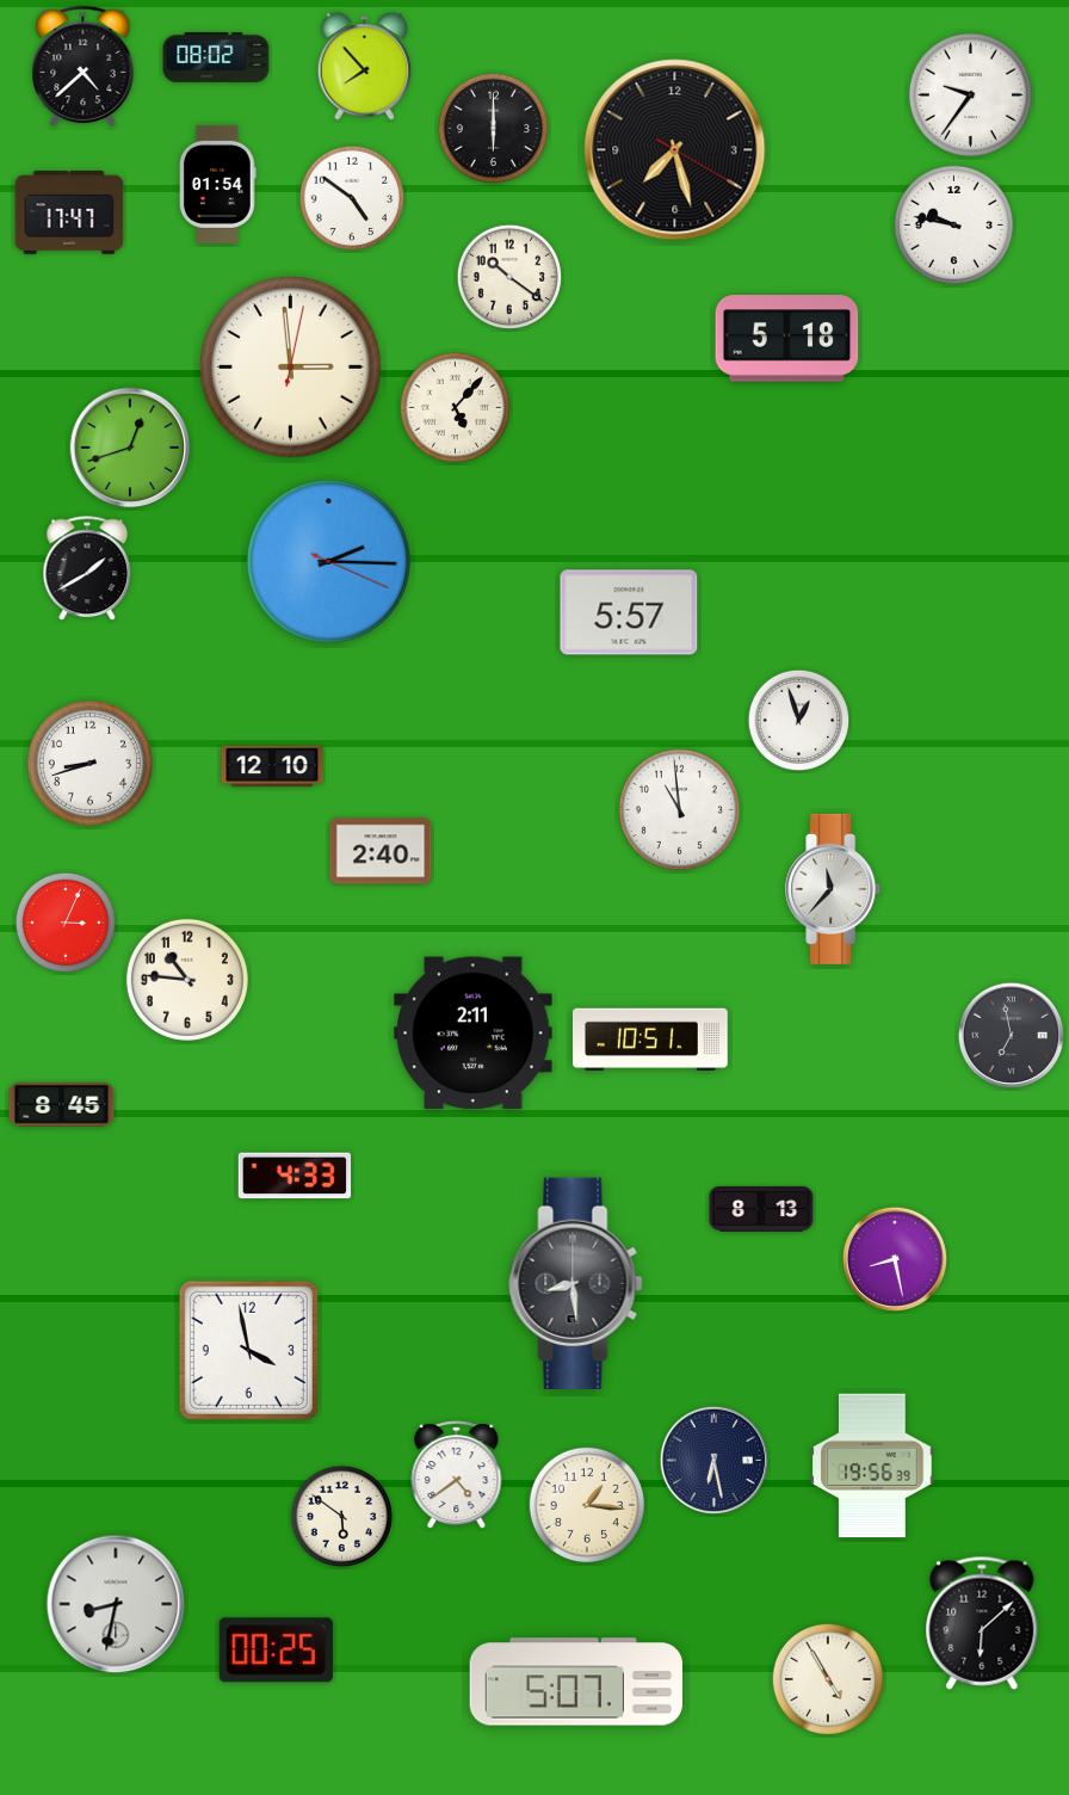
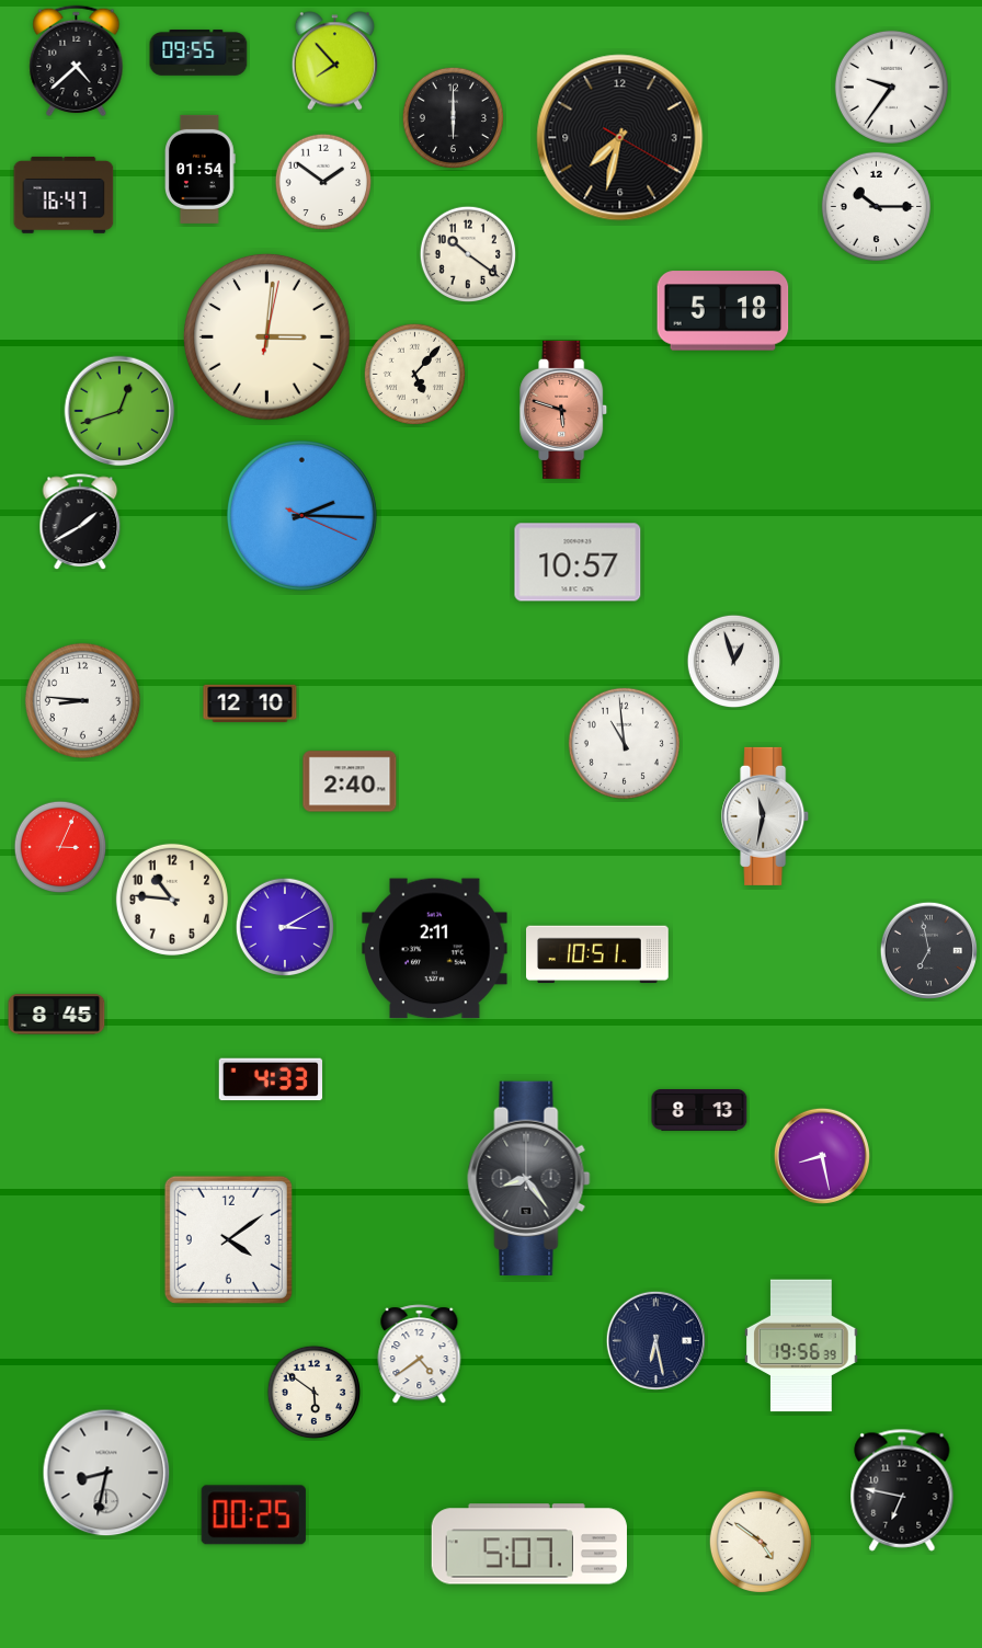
clock at (216, 58): 08:02 -> 09:55
clock at (675, 150): 7:27 -> 7:32
clock at (351, 197): 4:51 -> 1:51
clock at (69, 212): 17:47 -> 16:47
clock at (953, 224): 9:47 -> 10:15
clock at (291, 368): 2:59 -> 3:01
clock at (455, 407) position: (455, 407) -> (414, 374)
clock at (564, 410): none -> 5:48
clock at (629, 612): 5:57 -> 10:57
clock at (89, 763): 8:42 -> 8:46
clock at (834, 889): 11:37 -> 11:32
clock at (284, 926): none -> 3:10
clock at (576, 1283): 8:29 -> 8:24
clock at (248, 1350): 3:58 -> 4:09
clock at (587, 1505): 1:16 -> none
clock at (982, 1623): 6:08 -> 6:47
clock at (828, 1679): 4:55 -> 4:51
